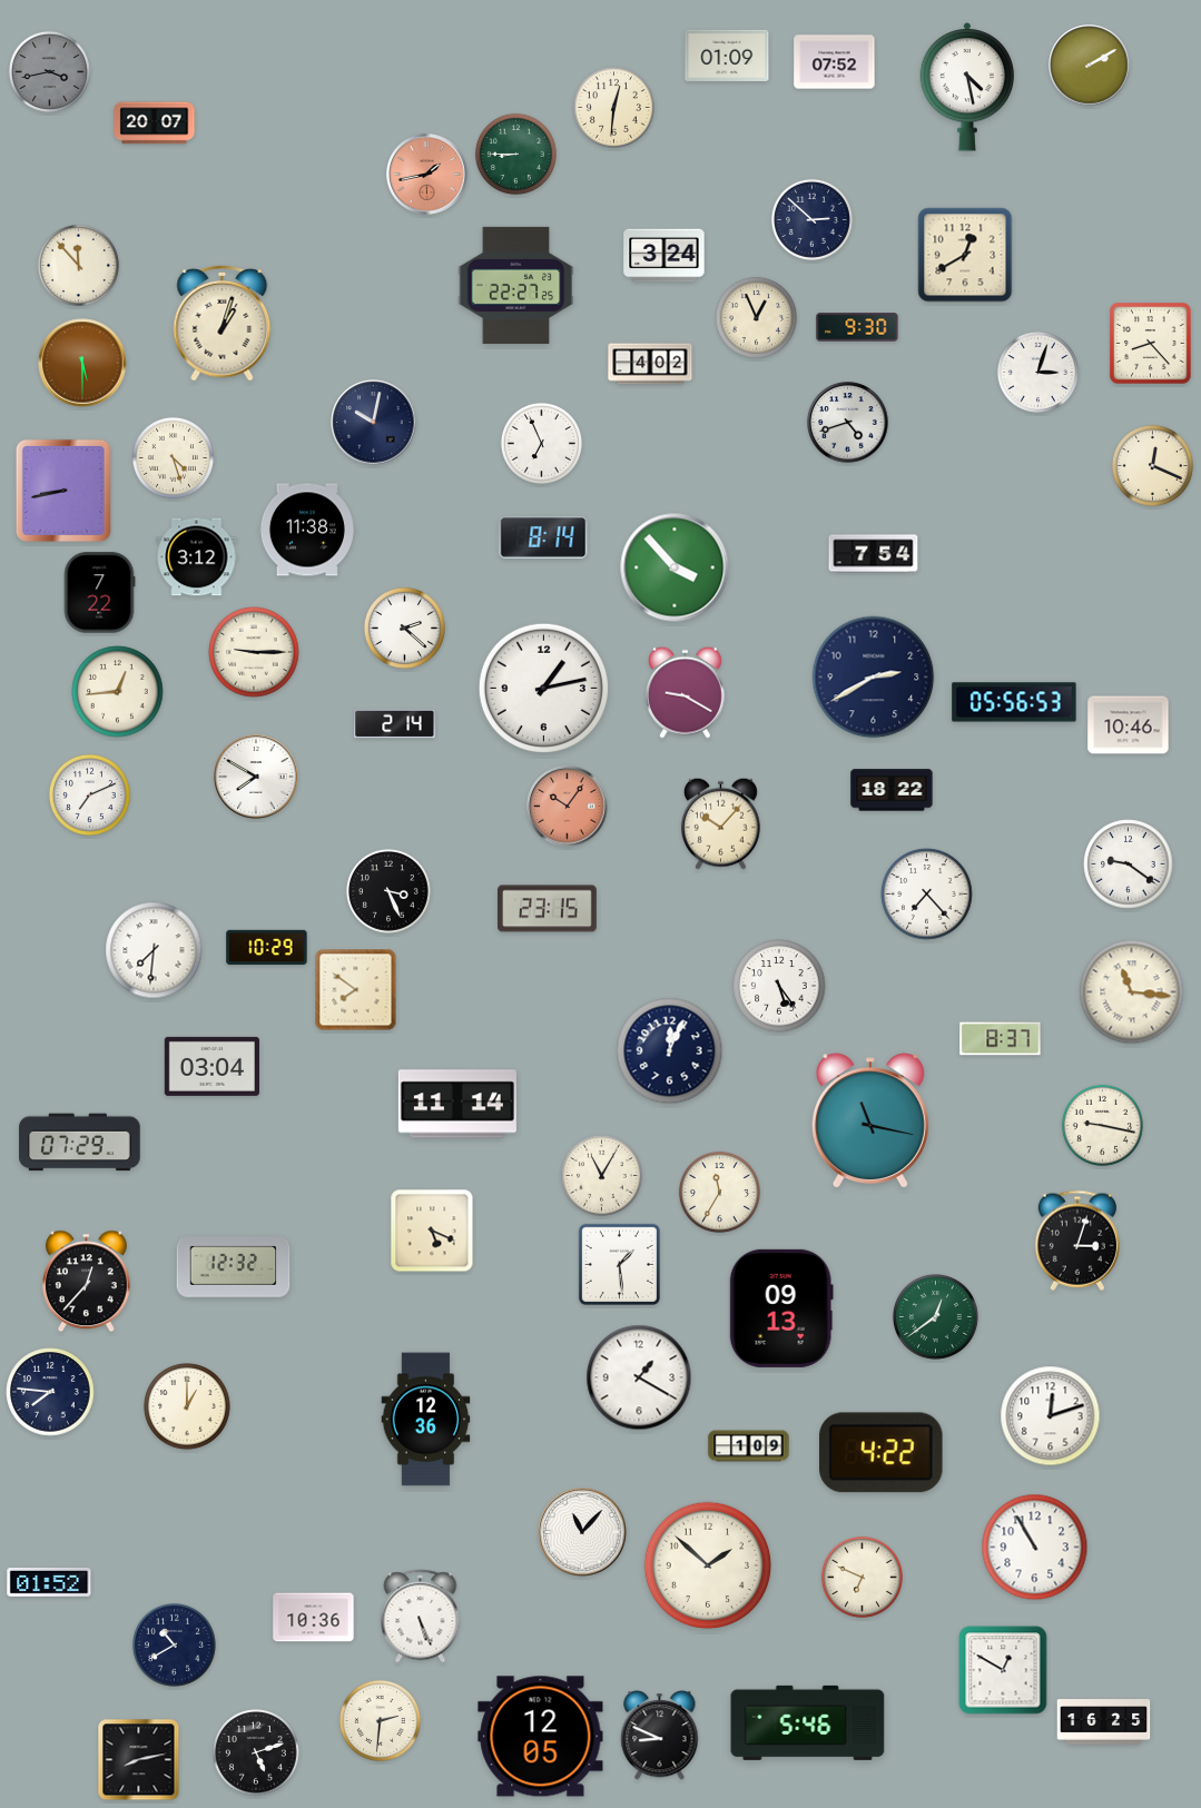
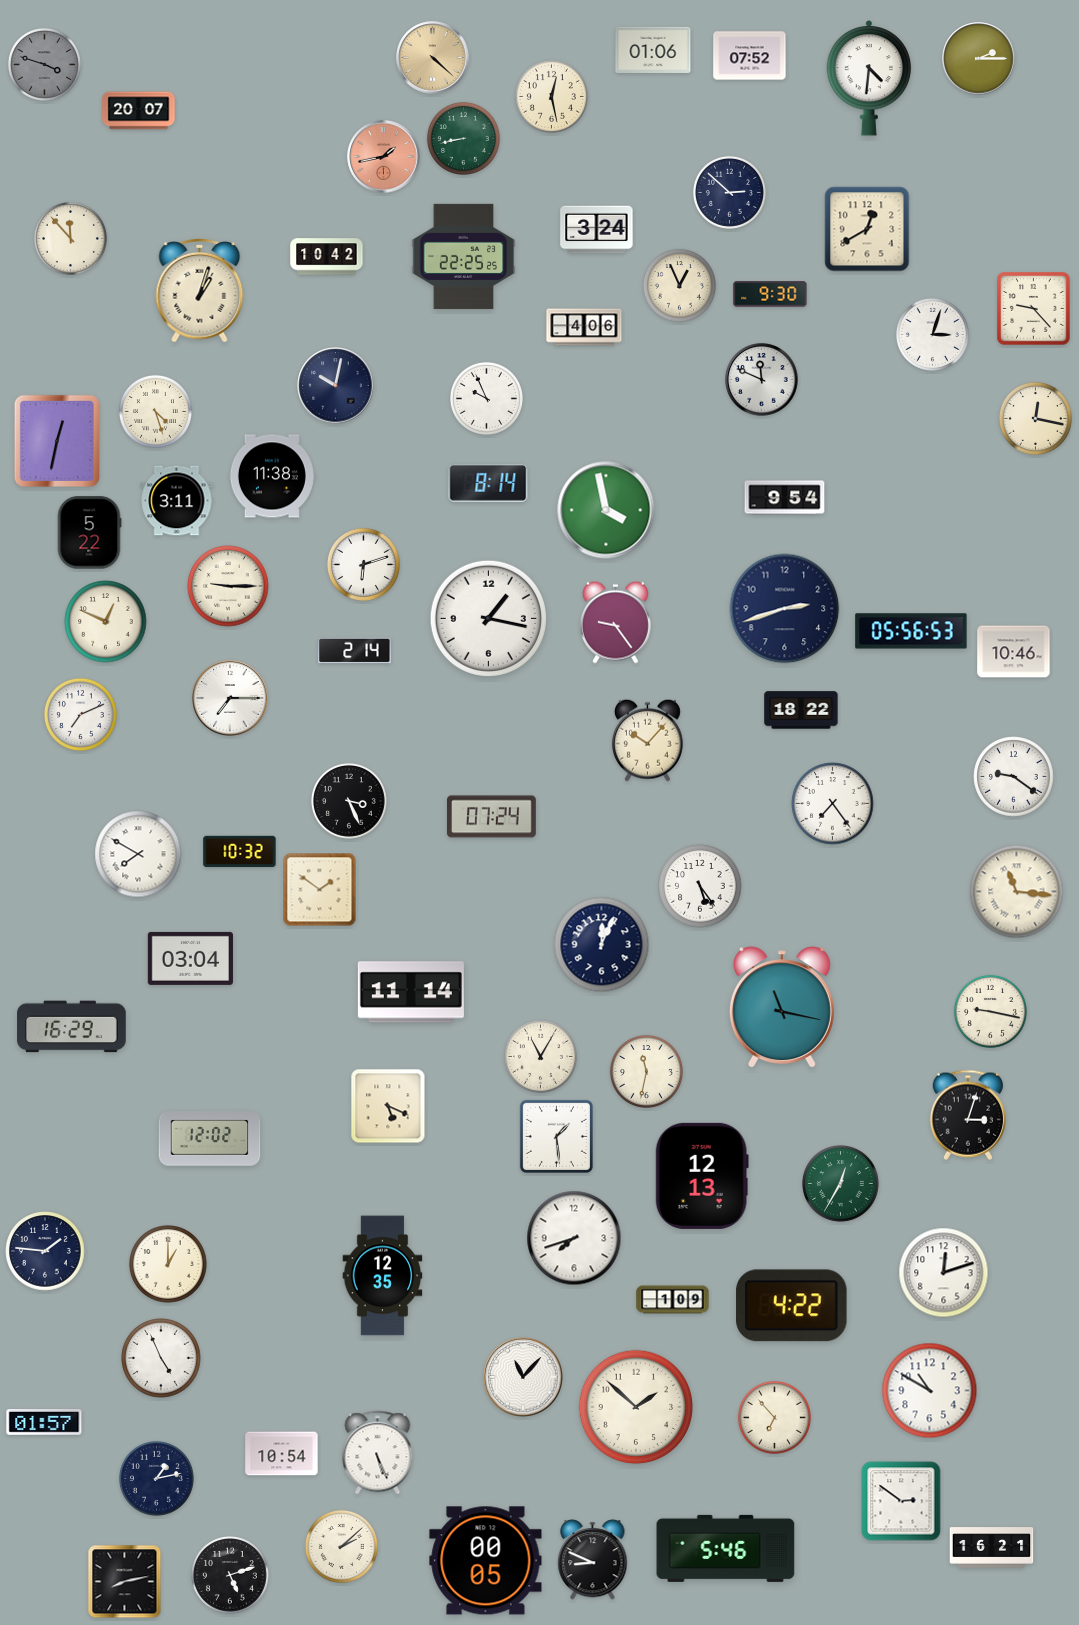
clock at (727, 56): 01:09 -> 01:06
clock at (433, 58): none -> 4:22
clock at (1090, 66): 2:10 -> 2:15
clock at (49, 71): 3:43 -> 3:48
clock at (967, 87): 4:28 -> 4:31
clock at (613, 107): 12:31 -> 12:28
clock at (515, 154): 8:45 -> 8:43
clock at (811, 219) position: (811, 219) -> (729, 192)
clock at (516, 285): 22:27 -> 22:25
clock at (327, 257): none -> 10:42
clock at (1151, 344): 8:23 -> 9:23
clock at (82, 363): 5:30 -> none
clock at (650, 364): 4:02 -> 4:06
clock at (374, 423) position: (374, 423) -> (336, 386)
clock at (848, 423): 4:42 -> 11:49
clock at (541, 443): 6:56 -> 9:56
clock at (1152, 465): 12:19 -> 12:17
clock at (63, 491): 8:43 -> 12:32
clock at (307, 530) position: (307, 530) -> (272, 476)
clock at (874, 554): 7:54 -> 9:54
clock at (197, 557): 3:12 -> 3:11
clock at (675, 567): 3:53 -> 3:58
clock at (99, 593): 7:22 -> 5:22
clock at (404, 628): 2:22 -> 6:12
clock at (874, 678): 2:40 -> 2:42
clock at (543, 688): 1:13 -> 1:17
clock at (118, 692): 12:44 -> 12:49
clock at (685, 692): 9:20 -> 9:24
clock at (256, 777): 7:50 -> 7:15
clock at (568, 807): 10:06 -> none
clock at (927, 895): 7:23 -> 7:24
clock at (548, 909): 23:15 -> 07:24
clock at (267, 948): 10:29 -> 10:32
clock at (154, 950): 7:31 -> 7:50
clock at (356, 990): 7:51 -> 1:51
clock at (1001, 1039): 8:37 -> none
clock at (80, 1143): 07:29 -> 16:29
clock at (719, 1192): 11:35 -> 11:32
clock at (234, 1267): 12:32 -> 12:02
clock at (87, 1282): 12:37 -> none
clock at (781, 1308): 09:13 -> 12:13
clock at (936, 1317): 12:39 -> 12:35
clock at (639, 1377): 1:20 -> 7:42
clock at (50, 1392): 7:46 -> 1:46
clock at (426, 1420): 12:36 -> 12:35
clock at (161, 1358): none -> 4:56
clock at (1035, 1548): 10:55 -> 10:50
clock at (862, 1577): 6:49 -> 6:53
clock at (49, 1583): 01:52 -> 01:57
clock at (314, 1618): 10:36 -> 10:54
clock at (174, 1644): 10:40 -> 1:13
clock at (1003, 1670): 12:50 -> 2:51
clock at (380, 1720): 2:31 -> 2:08
clock at (1104, 1722): 16:25 -> 16:21
clock at (541, 1737): 12:05 -> 00:05
